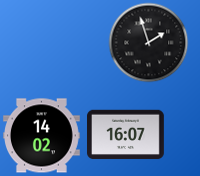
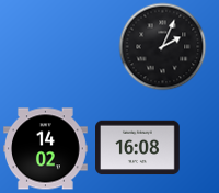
clock at (148, 42): 1:57 -> 2:04
clock at (126, 135): 16:07 -> 16:08
